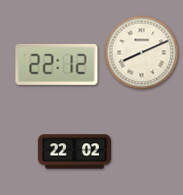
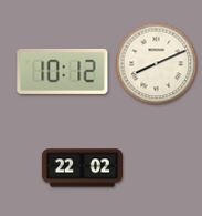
clock at (142, 53) position: (142, 53) -> (157, 64)
clock at (57, 64): 22:12 -> 10:12
